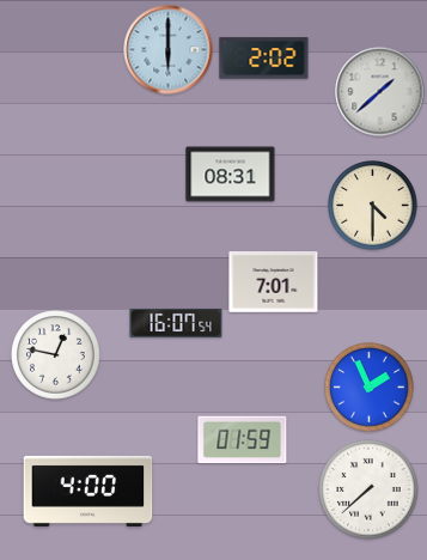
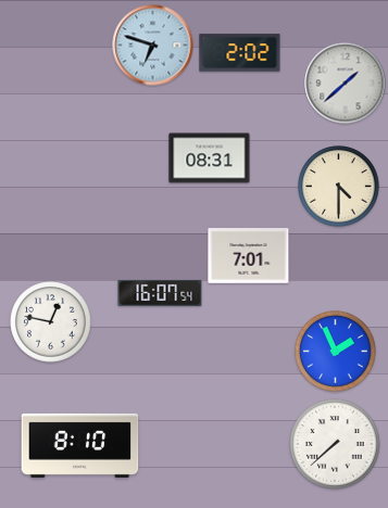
clock at (169, 50): 6:00 -> 6:48
clock at (243, 440): 01:59 -> none
clock at (89, 491): 4:00 -> 8:10
